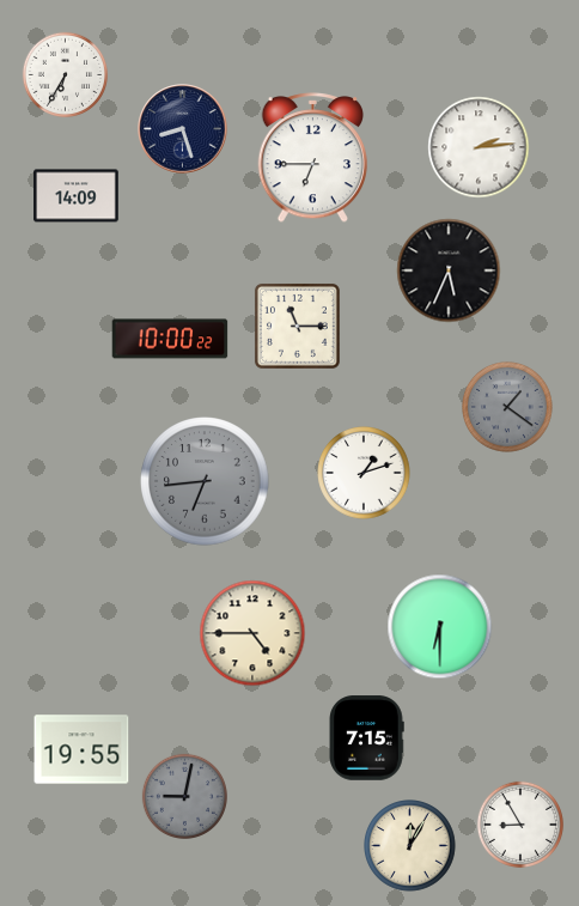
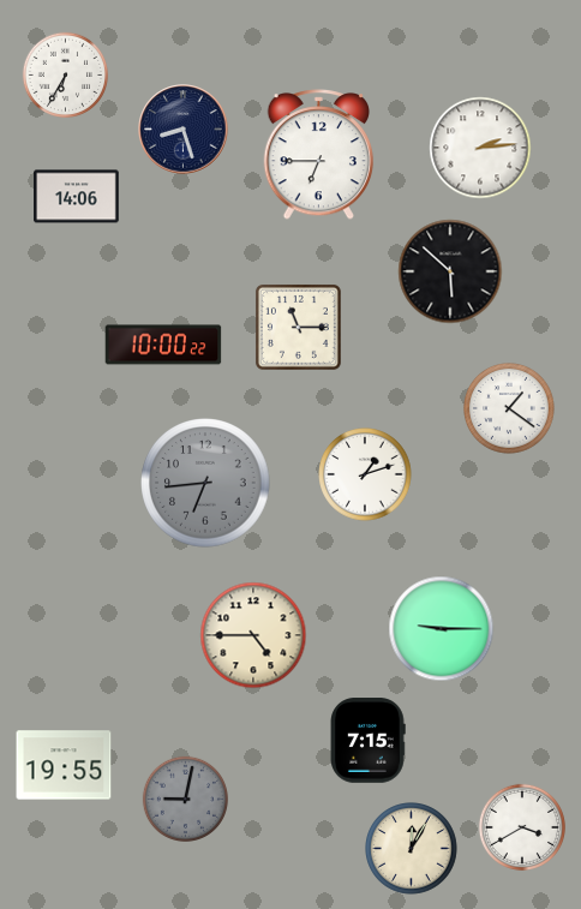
clock at (312, 158) position: (312, 158) -> (318, 155)
clock at (77, 196): 14:09 -> 14:06
clock at (449, 270): 5:34 -> 5:52
clock at (170, 339) position: (170, 339) -> (163, 345)
clock at (508, 408) dial: grey -> white
clock at (440, 627): 6:30 -> 9:15
clock at (81, 749) position: (81, 749) -> (64, 765)
clock at (520, 825): 8:55 -> 3:40
